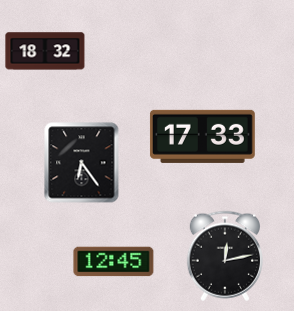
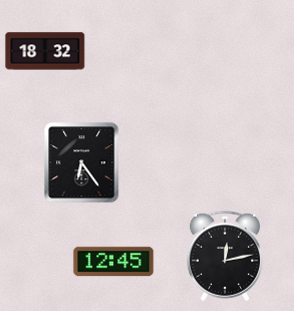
clock at (202, 136): 17:33 -> none
